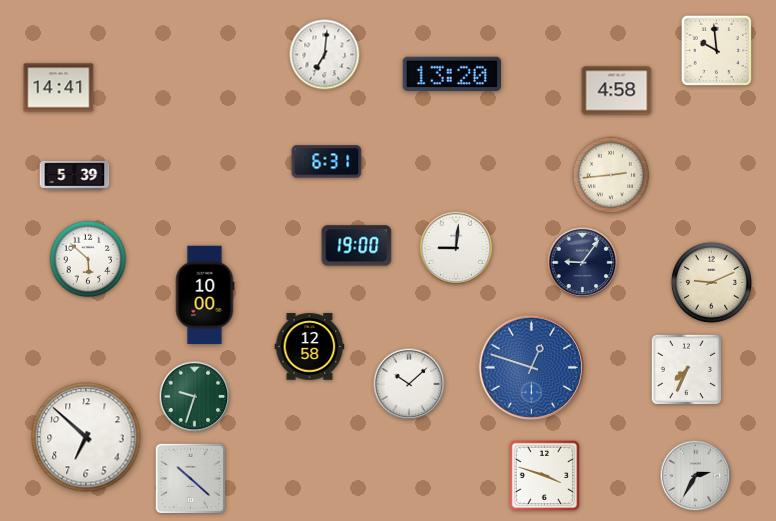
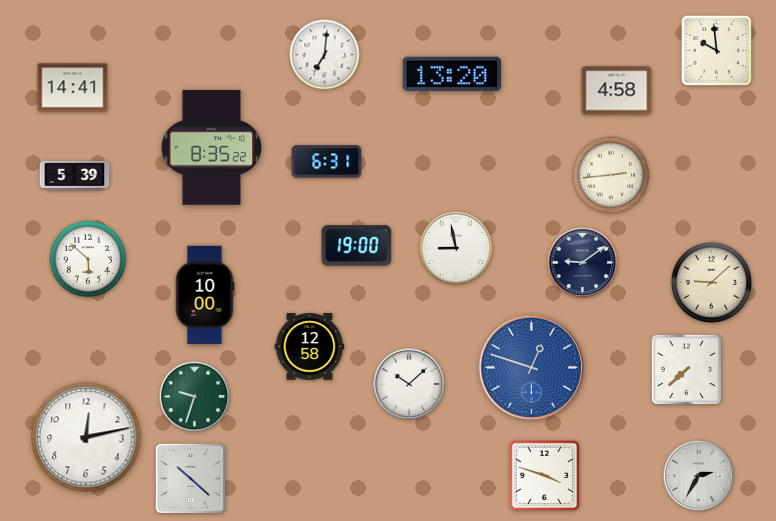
clock at (59, 88) position: (59, 88) -> (73, 88)
clock at (212, 147): none -> 8:35
clock at (456, 248): 9:01 -> 8:58
clock at (583, 263): 9:06 -> 9:09
clock at (711, 282): 9:11 -> 9:08
clock at (686, 369): 7:34 -> 7:38
clock at (86, 437): 6:52 -> 12:13
clock at (696, 476) position: (696, 476) -> (699, 476)
